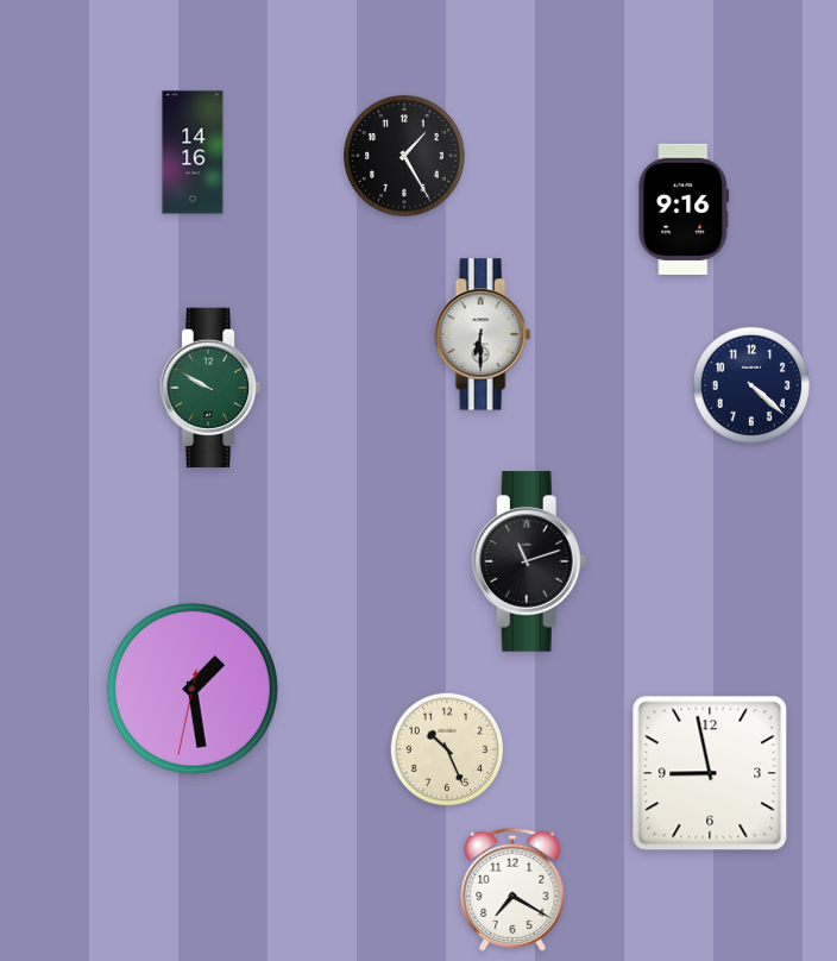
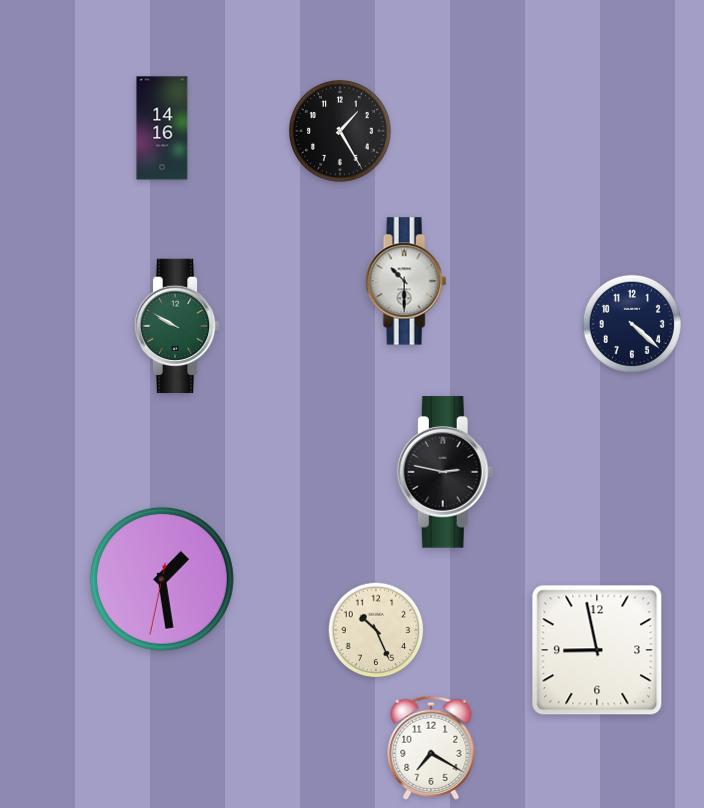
clock at (684, 209): 9:16 -> none
clock at (483, 334): 6:30 -> 10:30
clock at (529, 561): 11:12 -> 2:47
